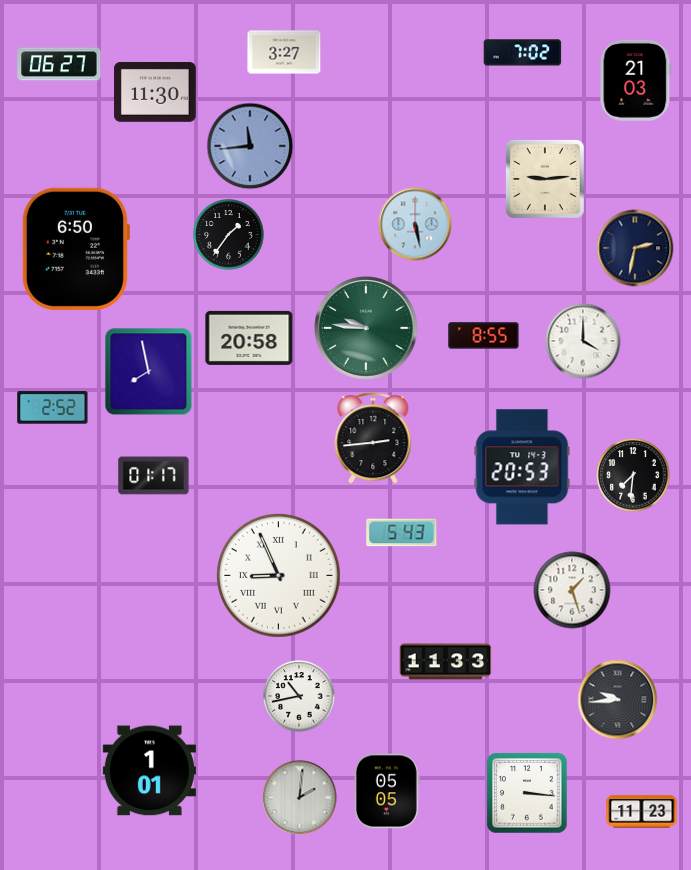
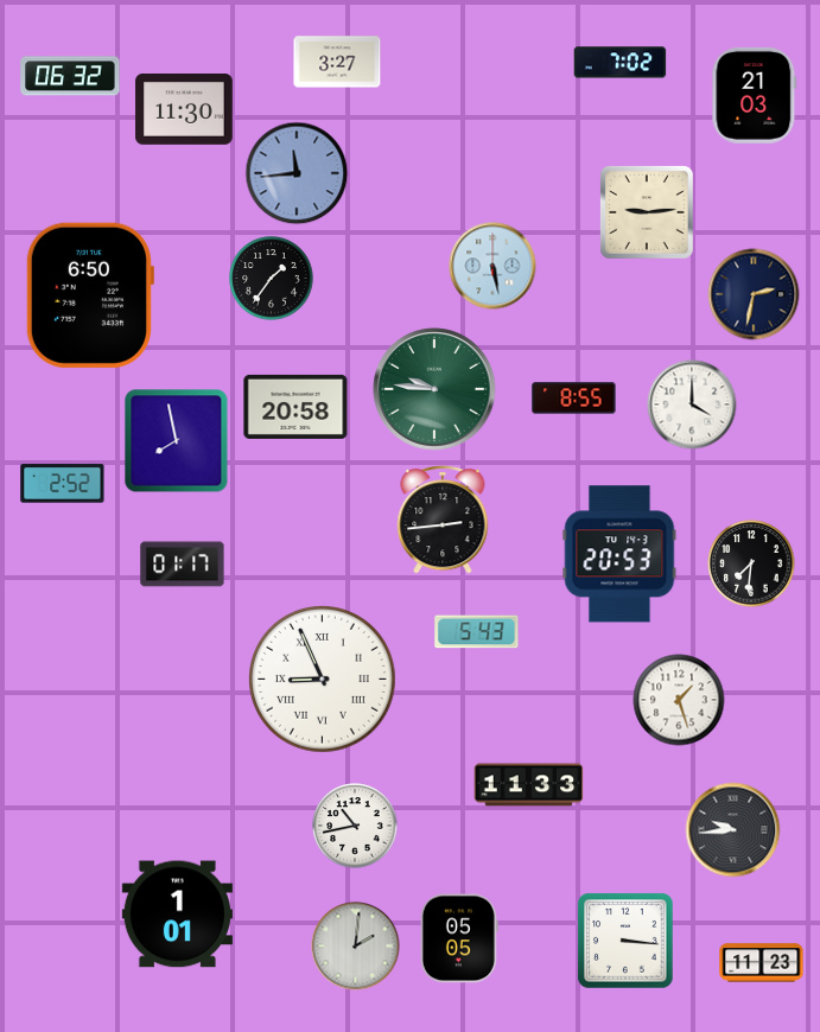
clock at (59, 64): 06:27 -> 06:32
clock at (249, 338) position: (249, 338) -> (295, 407)
clock at (279, 576) position: (279, 576) -> (323, 680)
